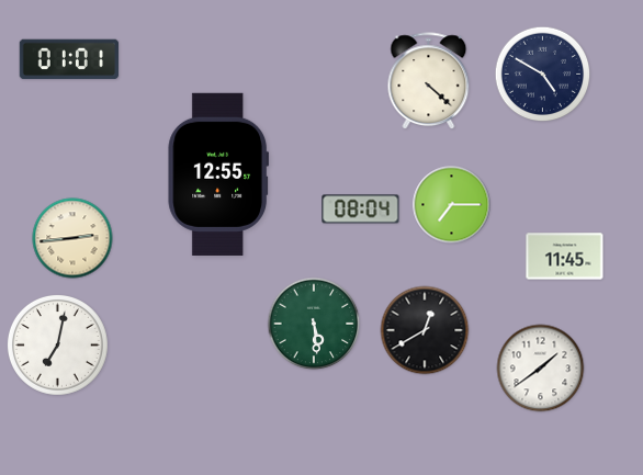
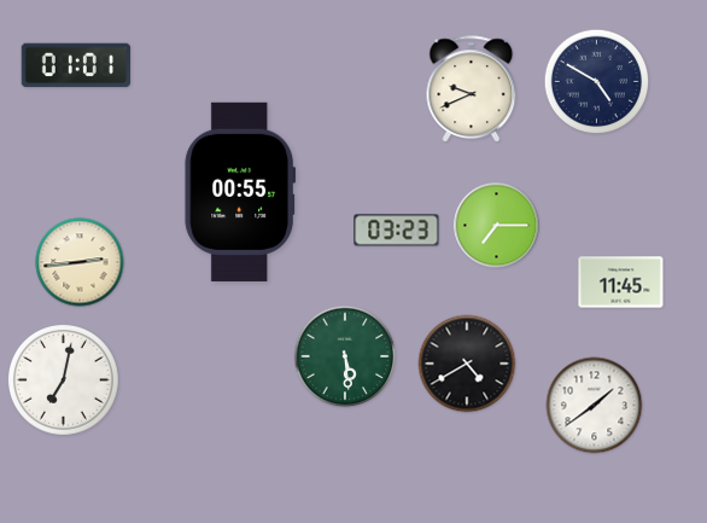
clock at (429, 81): 4:22 -> 9:41
clock at (218, 174): 12:55 -> 00:55
clock at (361, 210): 08:04 -> 03:23
clock at (425, 330): 12:40 -> 4:40
